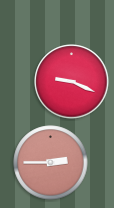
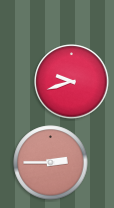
clock at (72, 82): 9:19 -> 9:42
